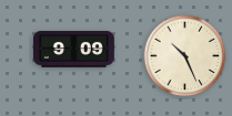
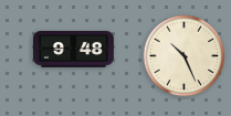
clock at (73, 50): 9:09 -> 9:48
